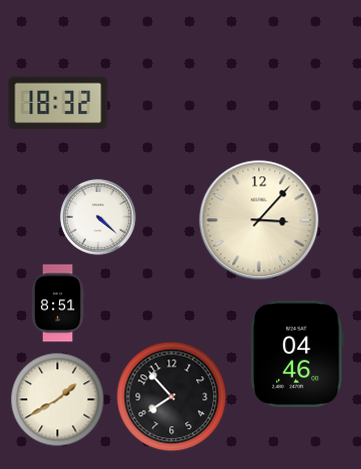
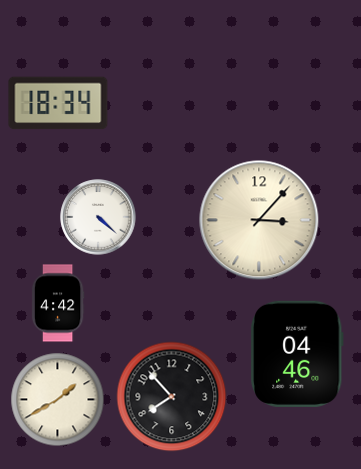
clock at (58, 103): 18:32 -> 18:34
clock at (58, 303): 8:51 -> 4:42
